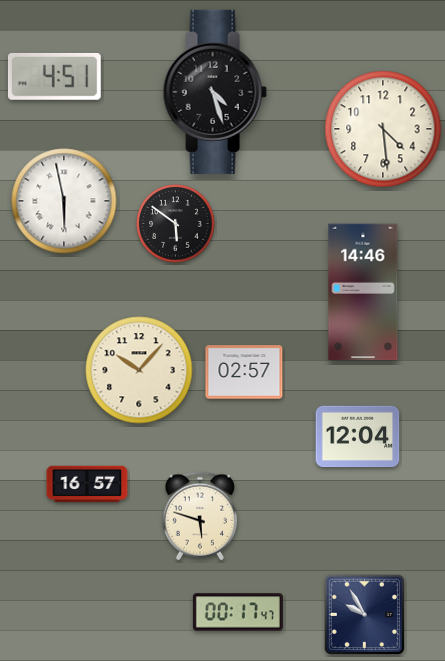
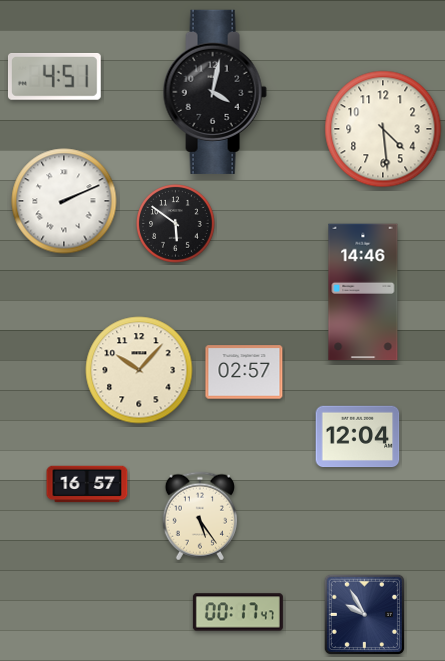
clock at (215, 92): 4:27 -> 4:02
clock at (64, 201): 5:58 -> 2:11
clock at (200, 516): 5:48 -> 5:24
